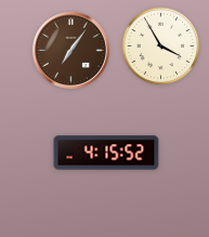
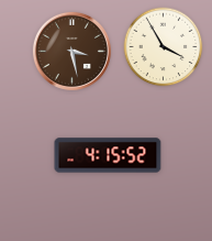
clock at (70, 50): 7:06 -> 3:28
